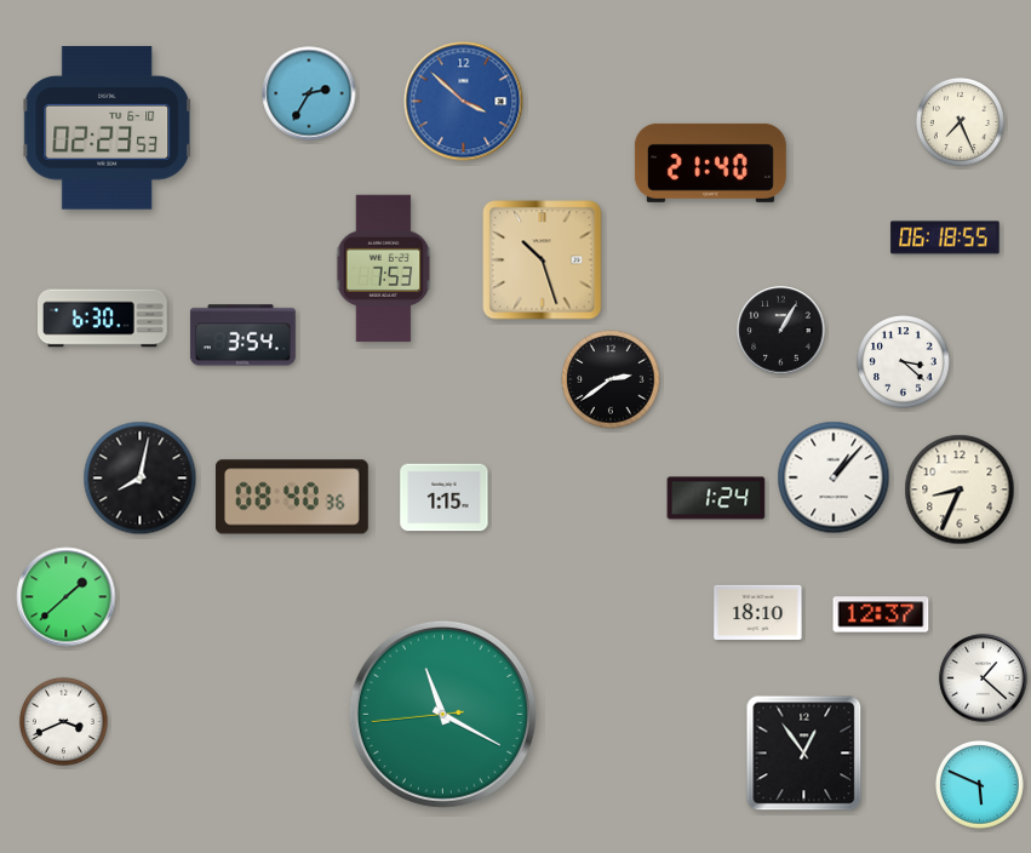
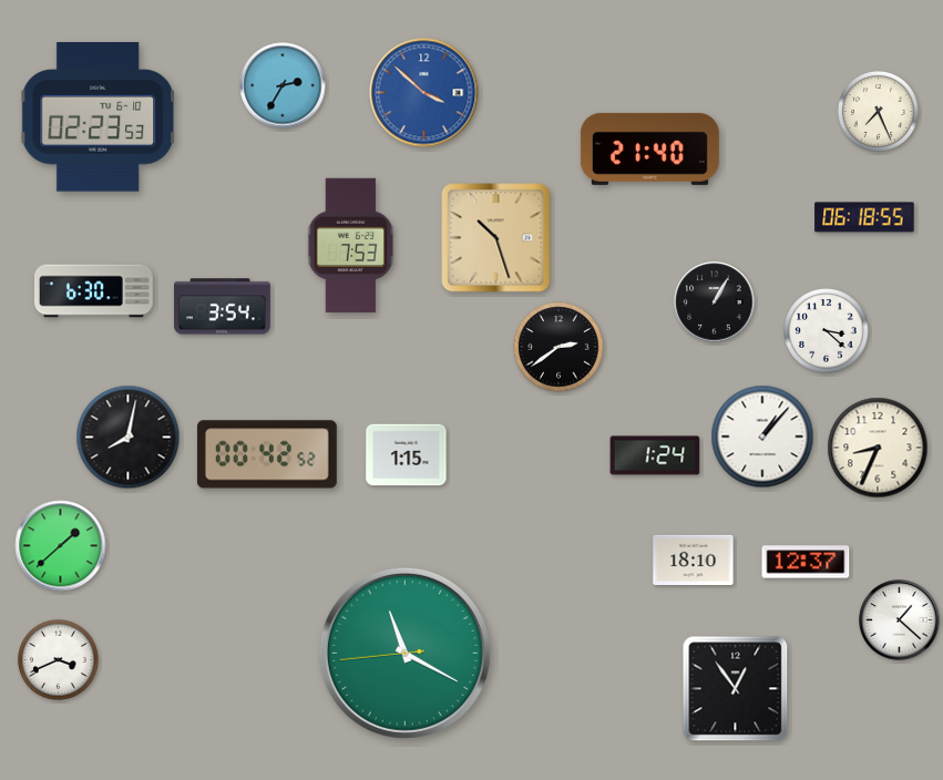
clock at (292, 497): 08:40 -> 00:42
clock at (979, 784): 5:49 -> none
